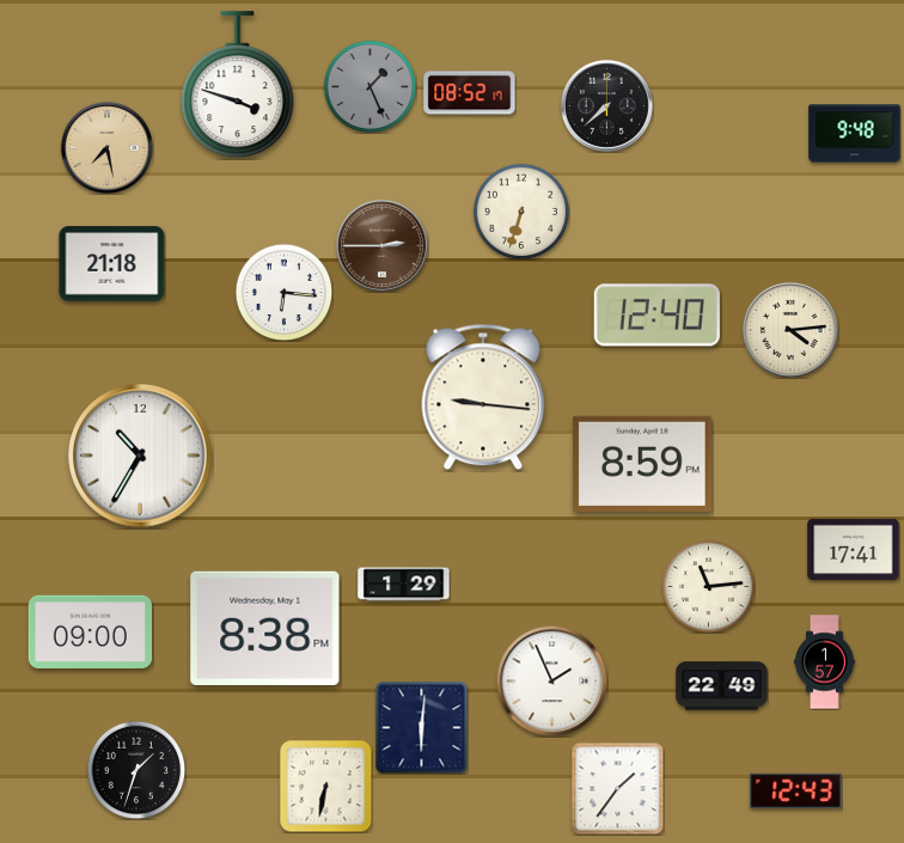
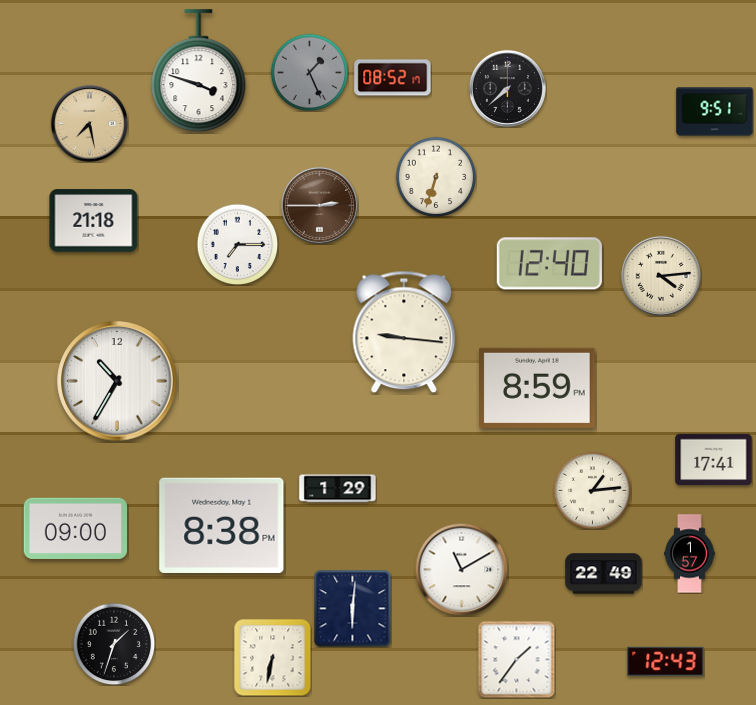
clock at (855, 134): 9:48 -> 9:51
clock at (283, 292): 6:16 -> 7:15
clock at (708, 586): 11:14 -> 1:14
clock at (551, 680): 1:56 -> 11:10
